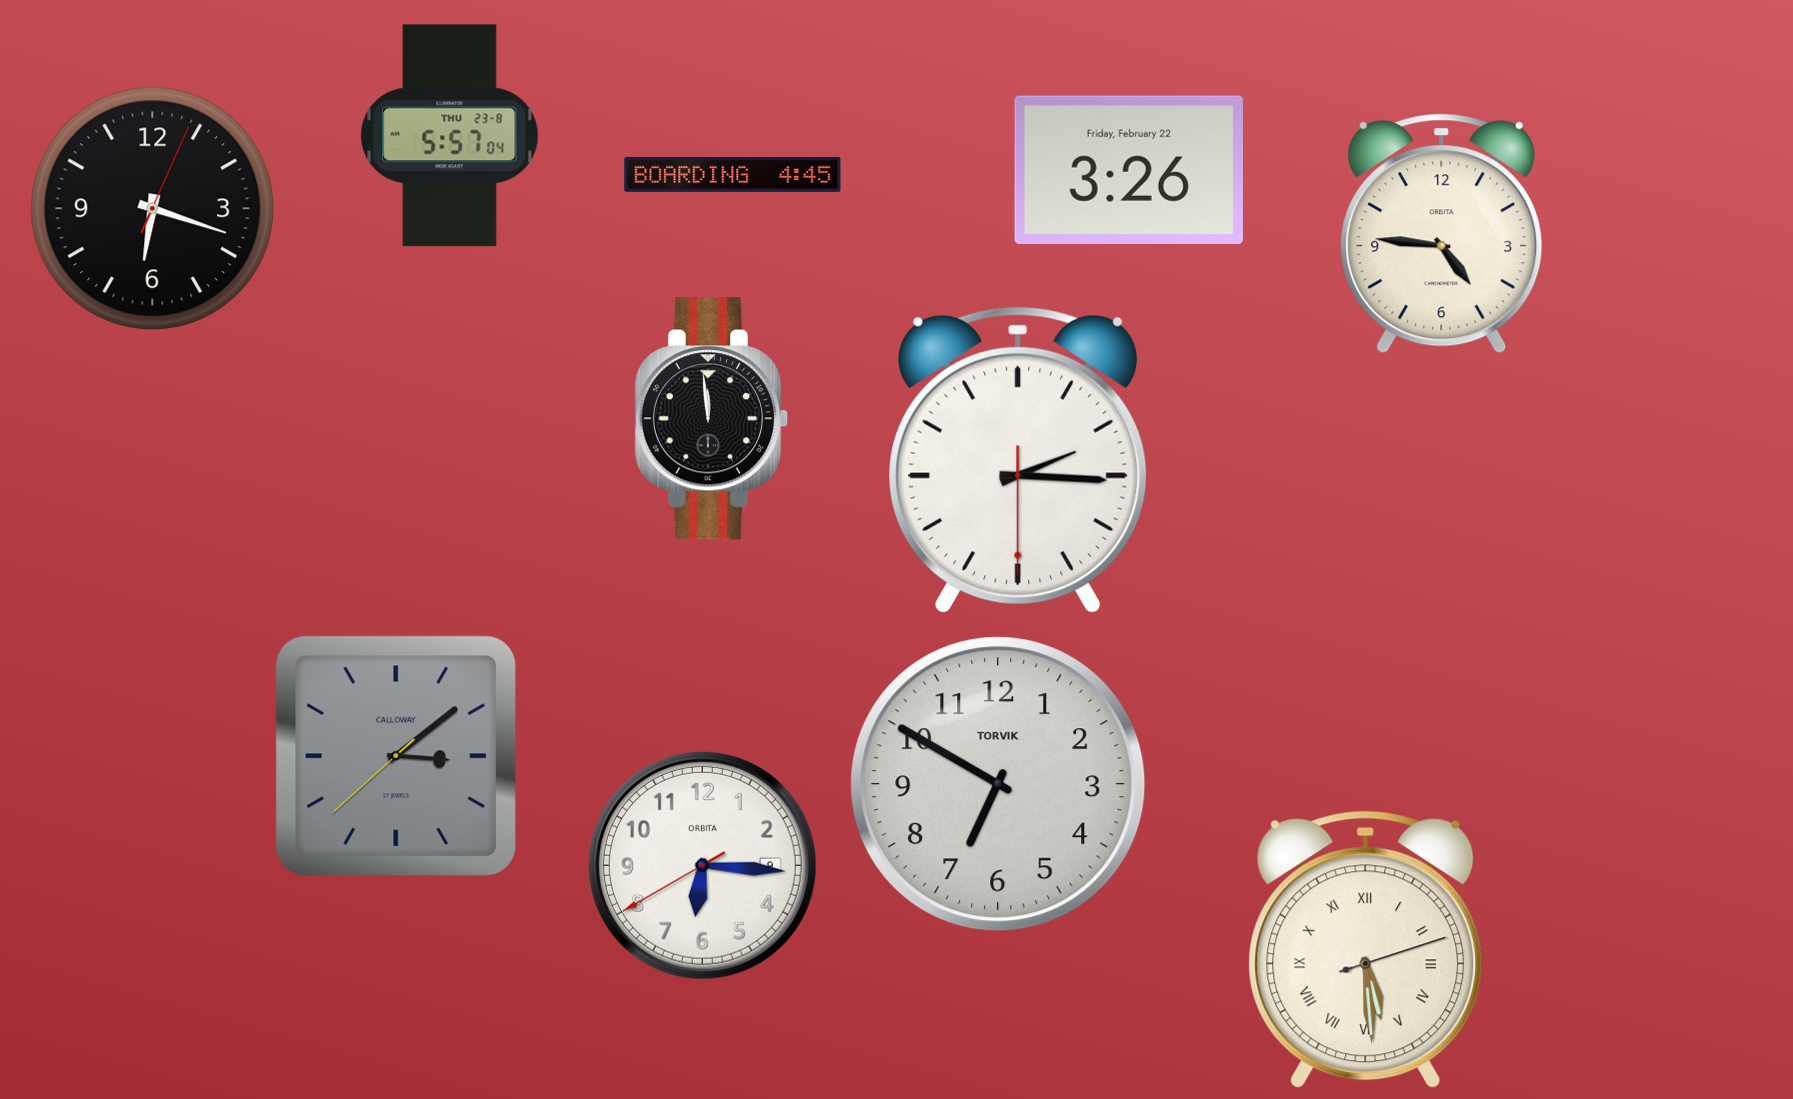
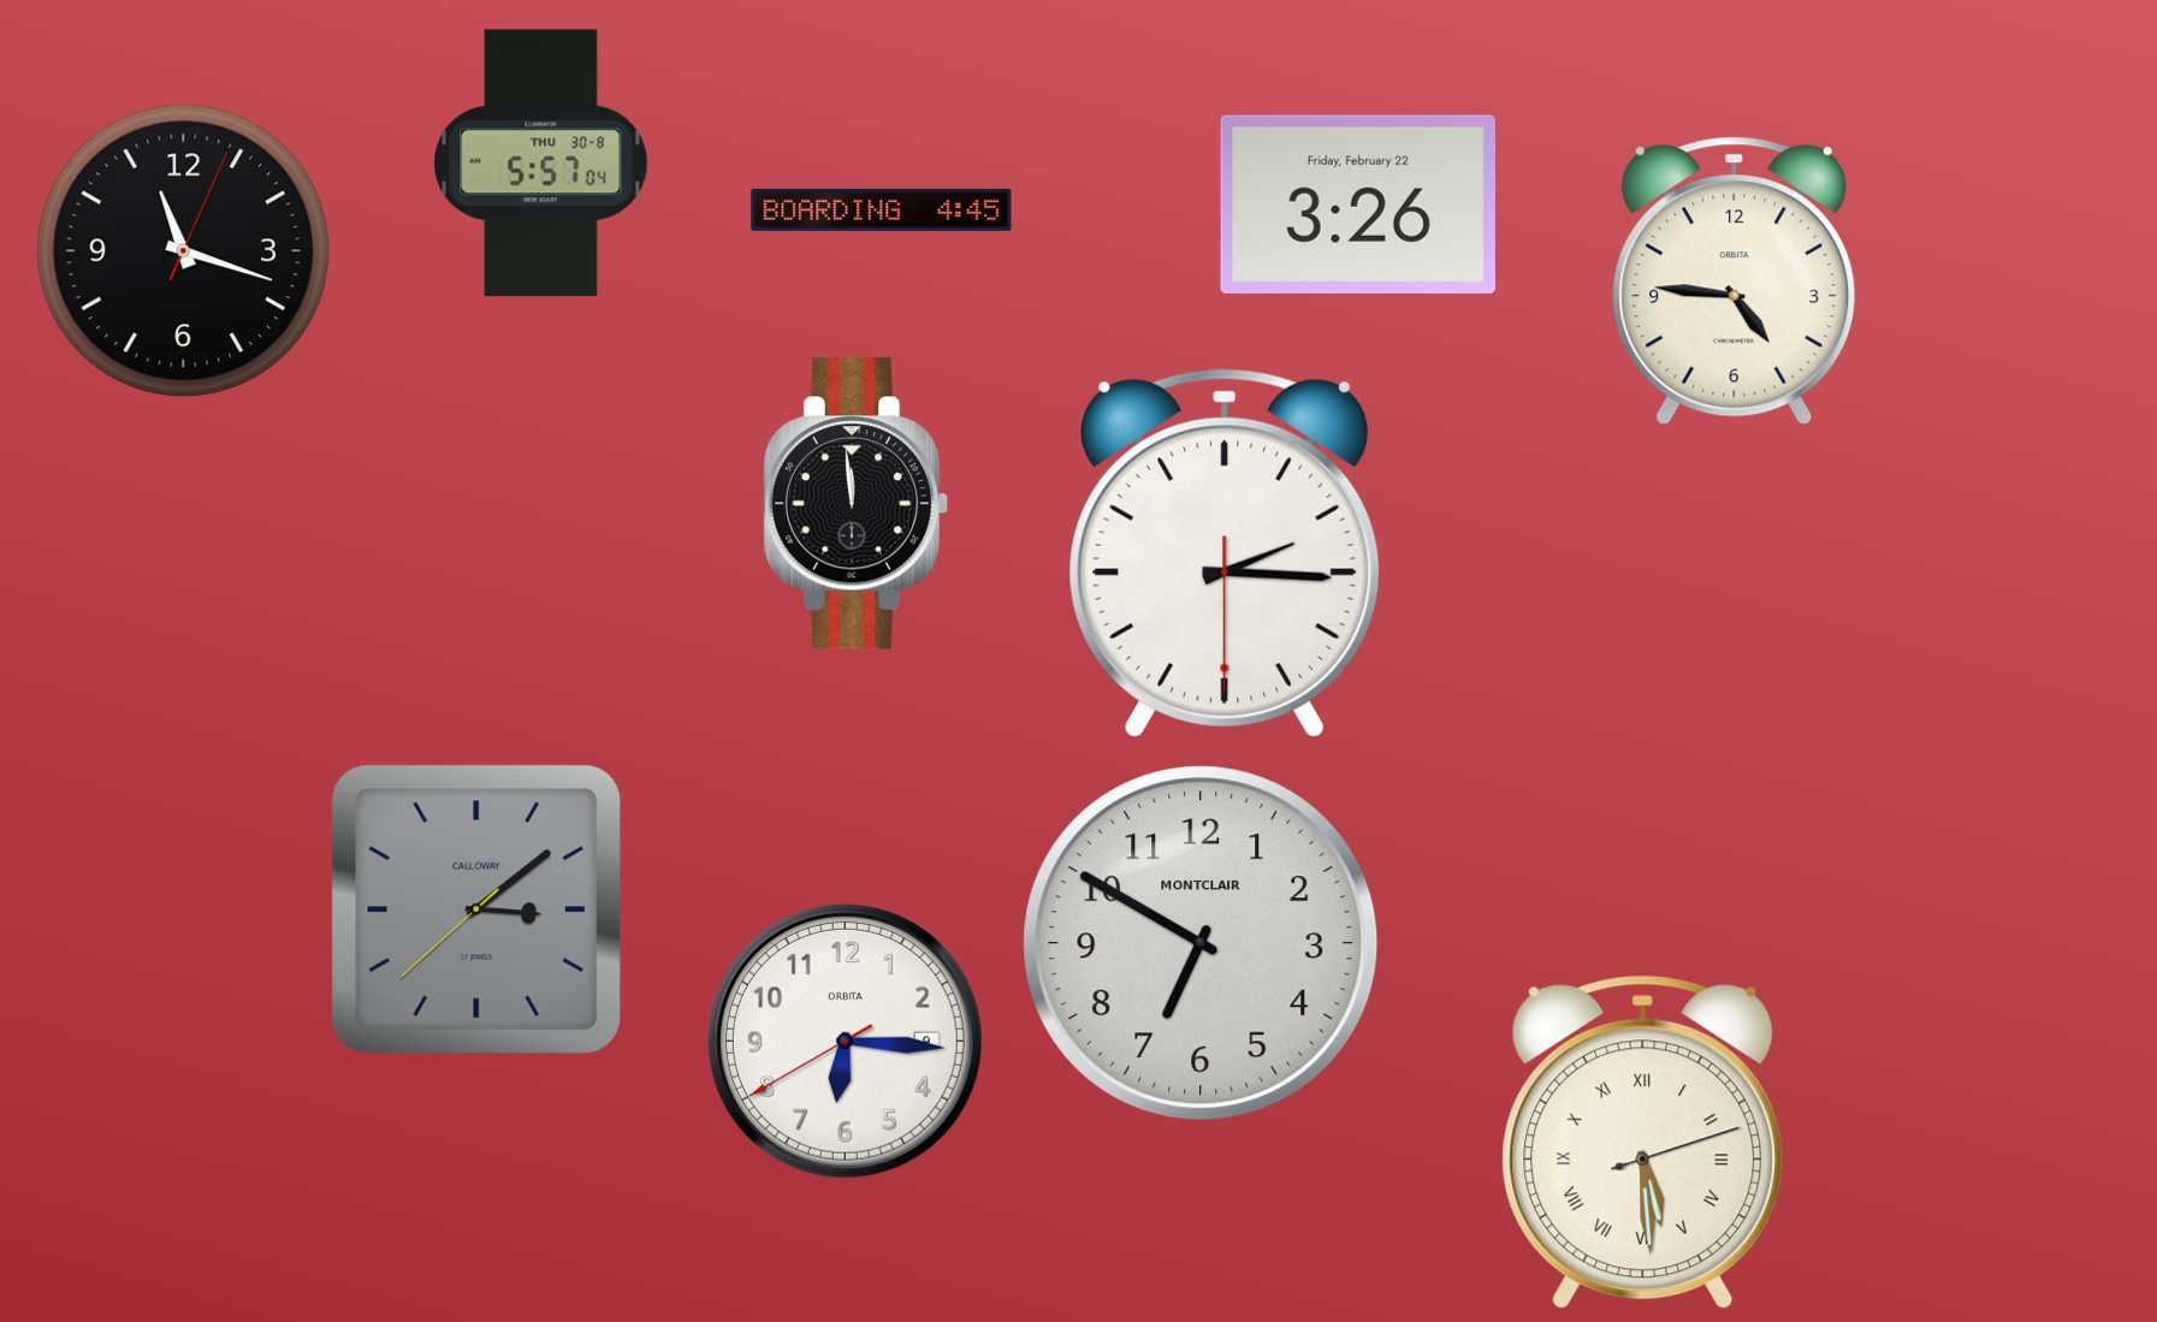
clock at (450, 136) date: THU 23-8 -> THU 30-8
clock at (153, 209): 6:18 -> 11:18
clock at (998, 784) brand: TORVIK -> MONTCLAIR
